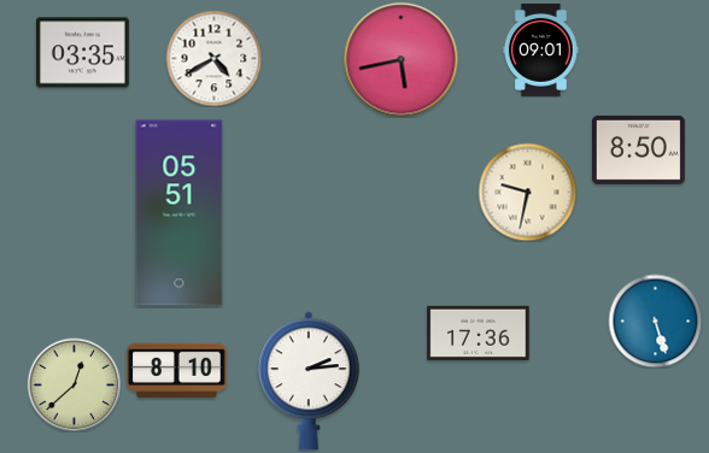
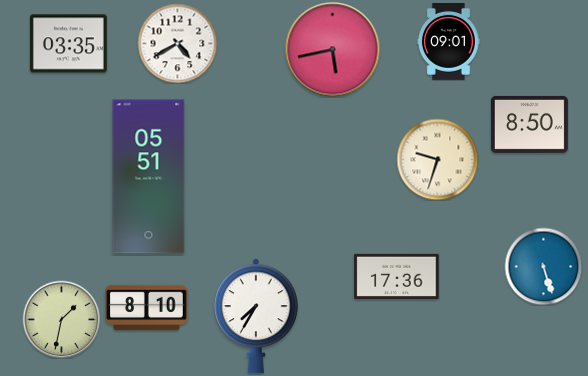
clock at (213, 58) position: (213, 58) -> (177, 43)
clock at (527, 192): 9:32 -> 9:33
clock at (309, 381): 2:14 -> 7:35
clock at (74, 384): 12:38 -> 1:32
